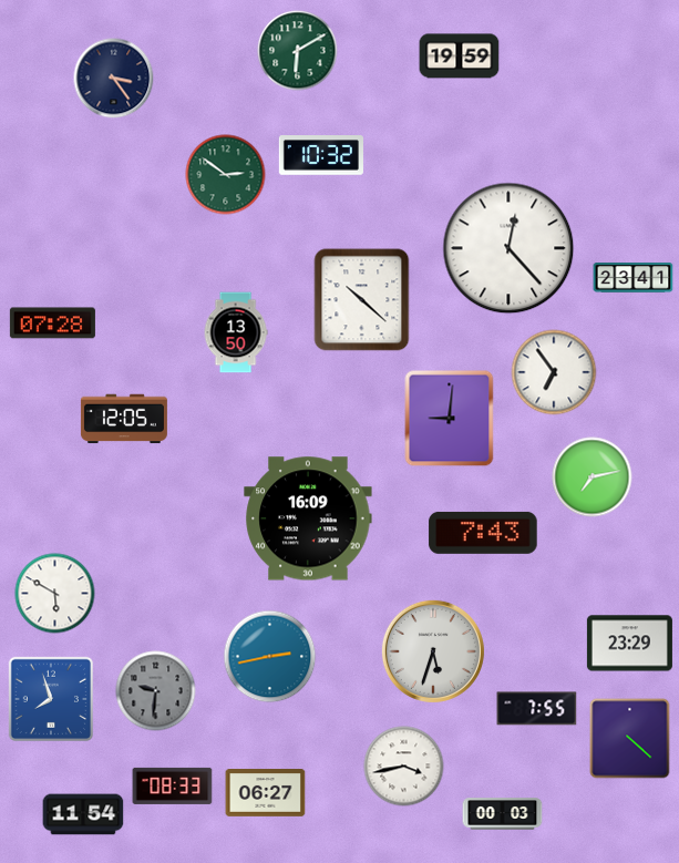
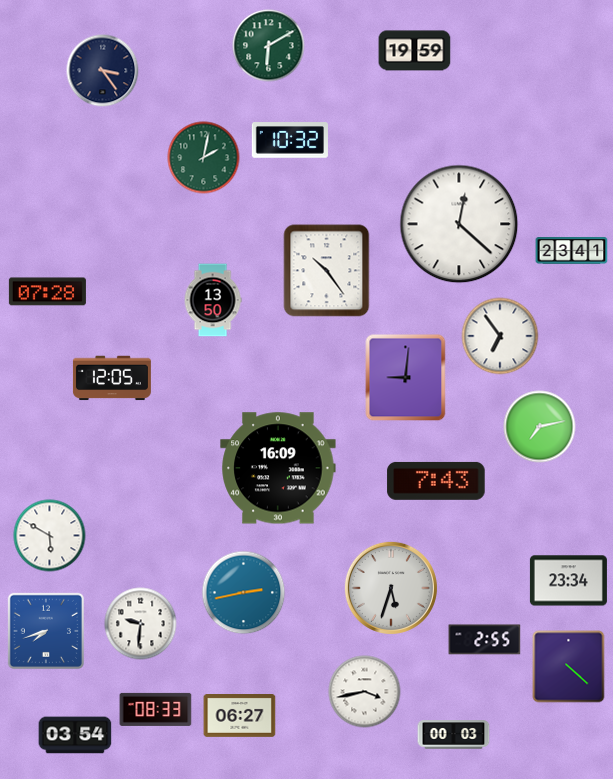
clock at (226, 175): 2:51 -> 2:02
clock at (508, 248): 12:23 -> 12:22
clock at (362, 300): 10:22 -> 10:24
clock at (593, 477) position: (593, 477) -> (540, 427)
clock at (629, 644): 23:29 -> 23:34
clock at (156, 691) dial: grey -> white
clock at (51, 699): 7:57 -> 7:42
clock at (537, 709): 7:55 -> 2:55
clock at (83, 814): 11:54 -> 03:54
